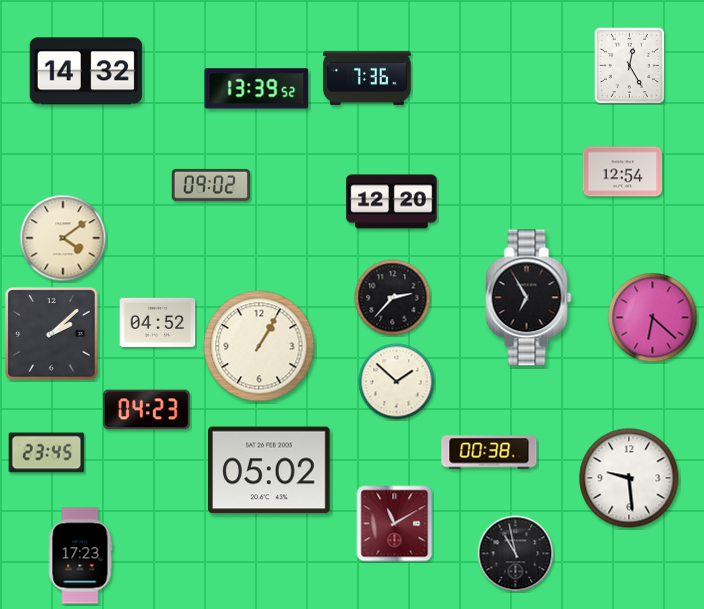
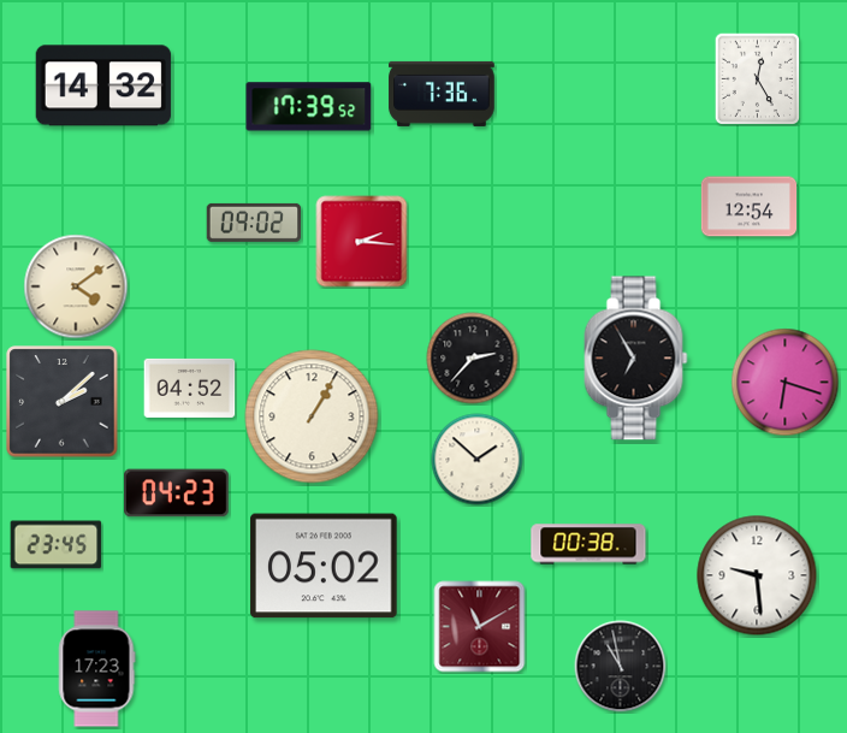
clock at (257, 89): 13:39 -> 17:39
clock at (362, 242): none -> 2:16
clock at (392, 202): 12:20 -> none
clock at (653, 318): 6:22 -> 6:18
clock at (395, 524) position: (395, 524) -> (480, 627)
